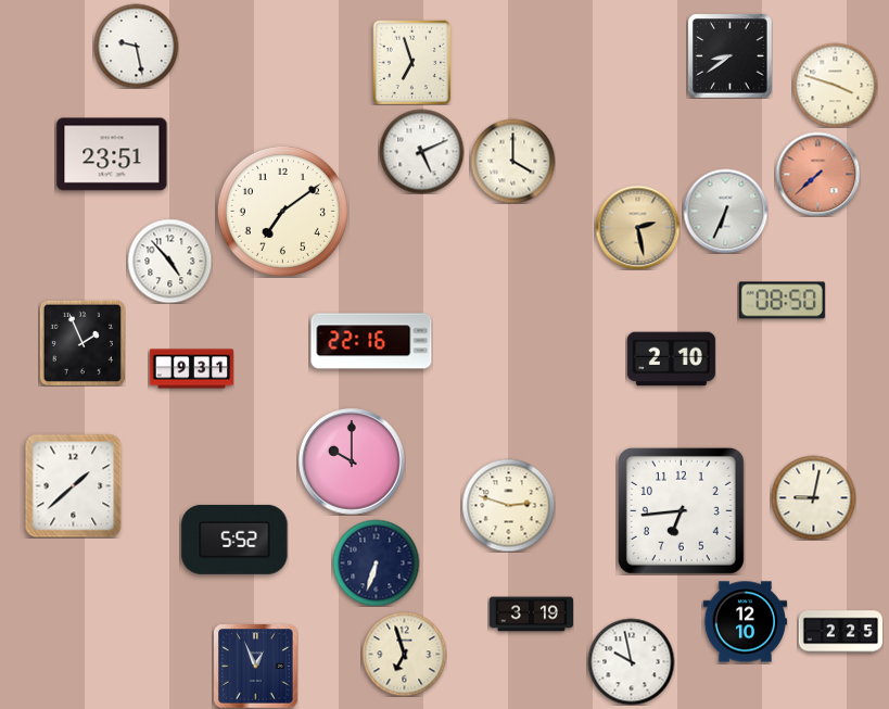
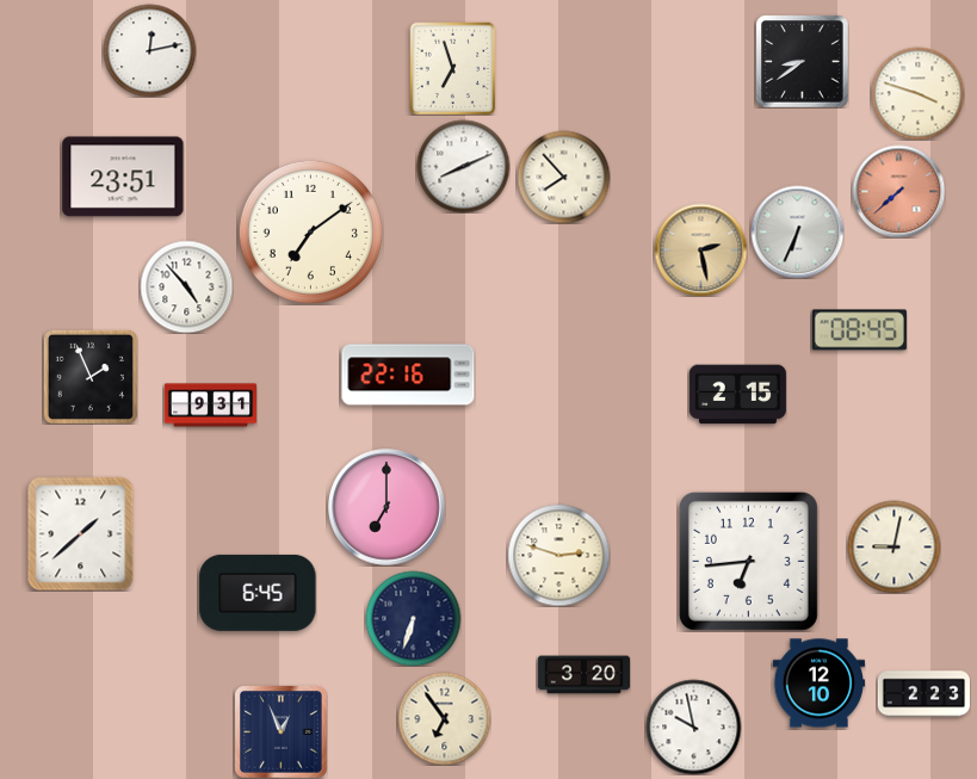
clock at (136, 46): 9:28 -> 12:13
clock at (421, 151): 5:11 -> 8:11
clock at (112, 154) position: (112, 154) -> (123, 177)
clock at (512, 161): 4:00 -> 7:53
clock at (782, 301): 08:50 -> 08:45
clock at (671, 359): 2:10 -> 2:15
clock at (352, 461): 10:00 -> 7:00
clock at (234, 540): 5:52 -> 6:45
clock at (531, 615): 3:19 -> 3:20
clock at (840, 632): 2:25 -> 2:23
clock at (404, 654): 6:57 -> 6:54
